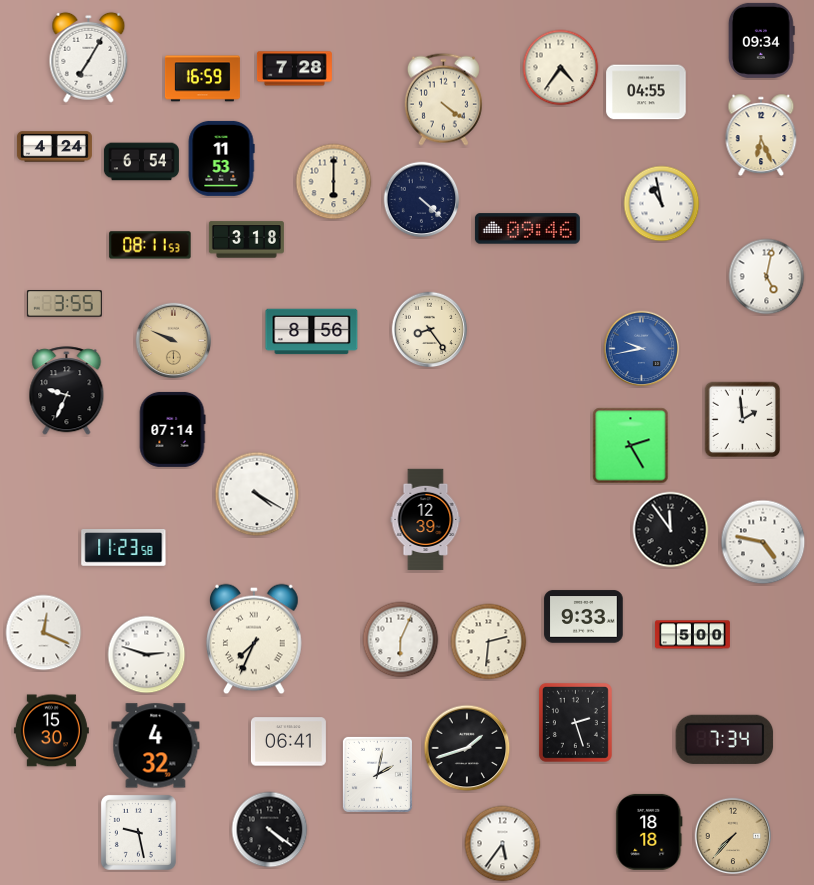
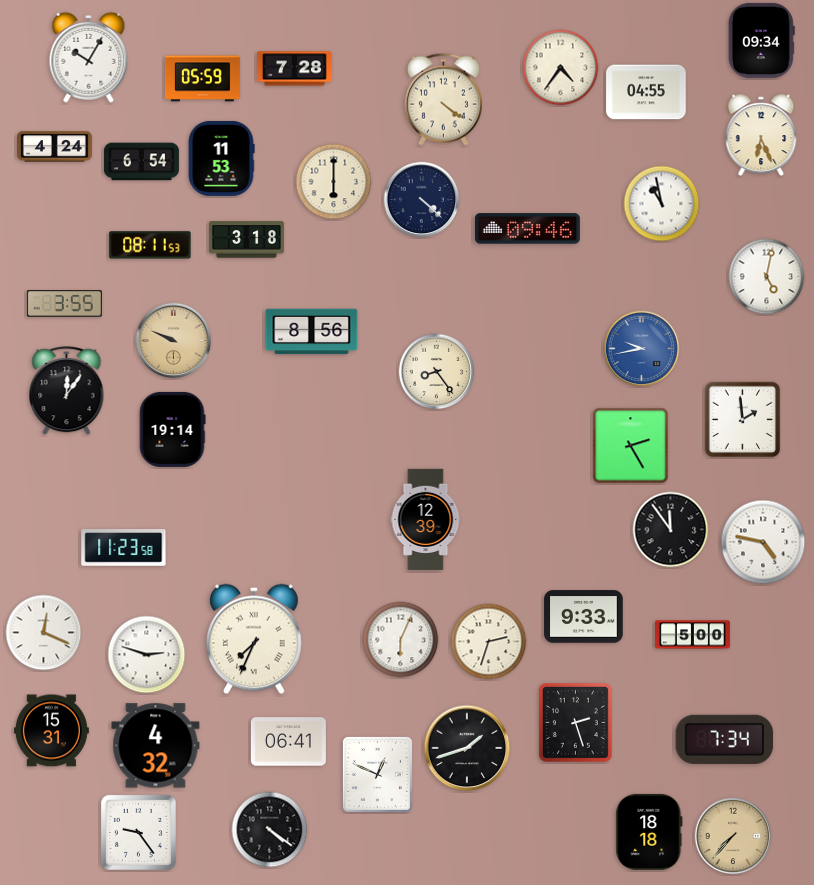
clock at (89, 57): 7:05 -> 10:05
clock at (202, 79): 16:59 -> 05:59
clock at (430, 330) position: (430, 330) -> (437, 372)
clock at (67, 391): 9:34 -> 12:06
clock at (172, 429): 07:14 -> 19:14
clock at (257, 494): 4:20 -> none
clock at (489, 642): 2:31 -> 2:33
clock at (51, 731): 15:30 -> 15:31
clock at (377, 774): 2:02 -> 12:49
clock at (138, 832): 9:28 -> 9:24
clock at (503, 844): 5:36 -> none
